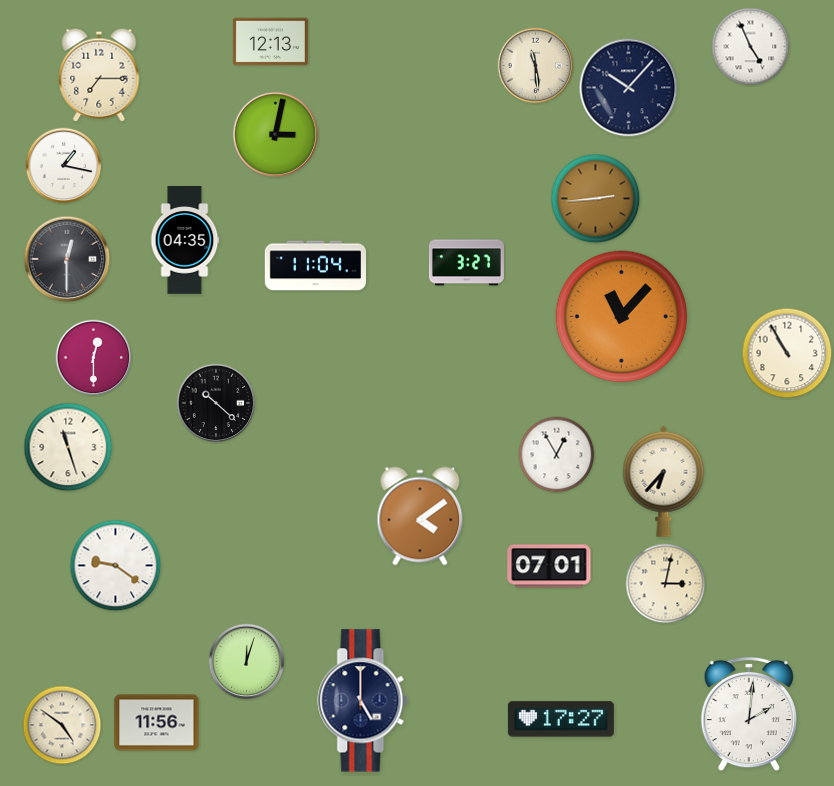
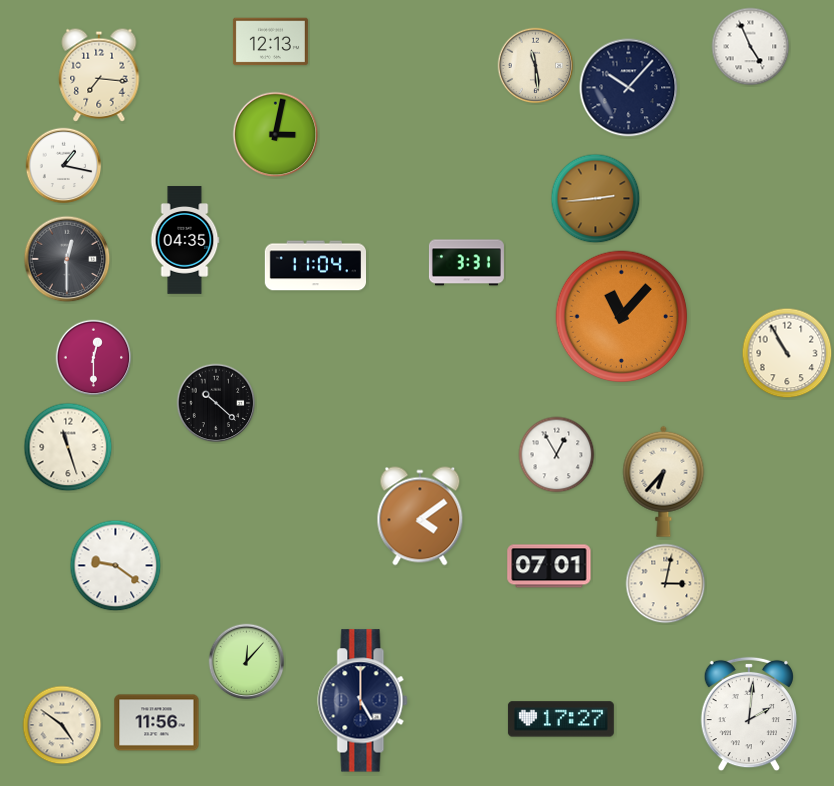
clock at (99, 75): 7:15 -> 7:16
clock at (466, 263): 3:27 -> 3:31
clock at (247, 662): 12:03 -> 12:07
